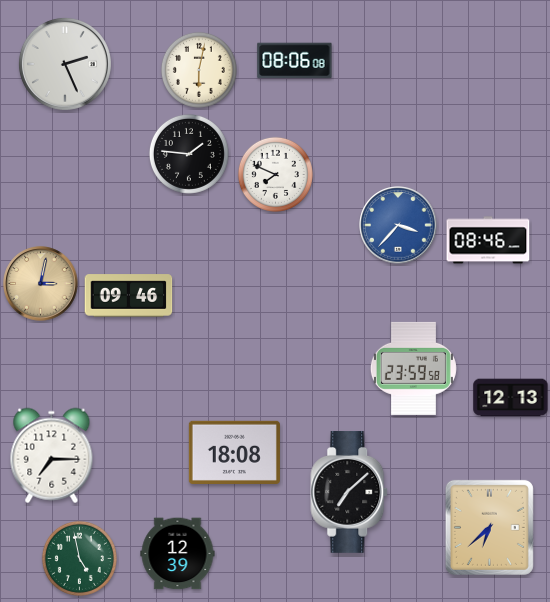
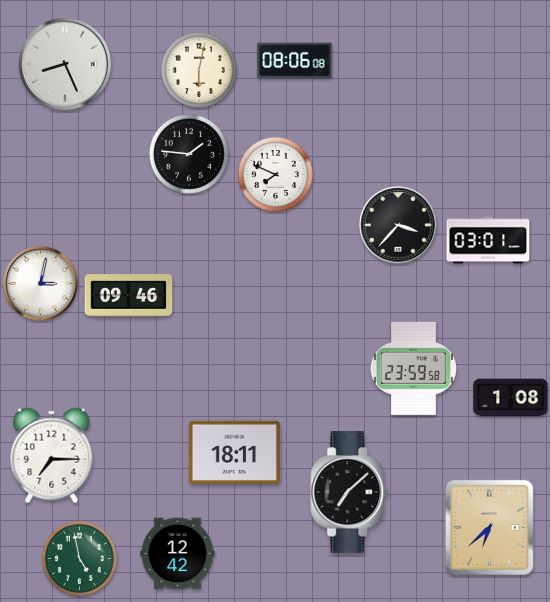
clock at (65, 64): 2:26 -> 8:26
clock at (398, 225) dial: blue -> black
clock at (488, 240): 08:46 -> 03:01
clock at (41, 284) dial: champagne -> white
clock at (511, 398): 12:13 -> 1:08
clock at (234, 452): 18:08 -> 18:11
clock at (178, 554): 12:39 -> 12:42
